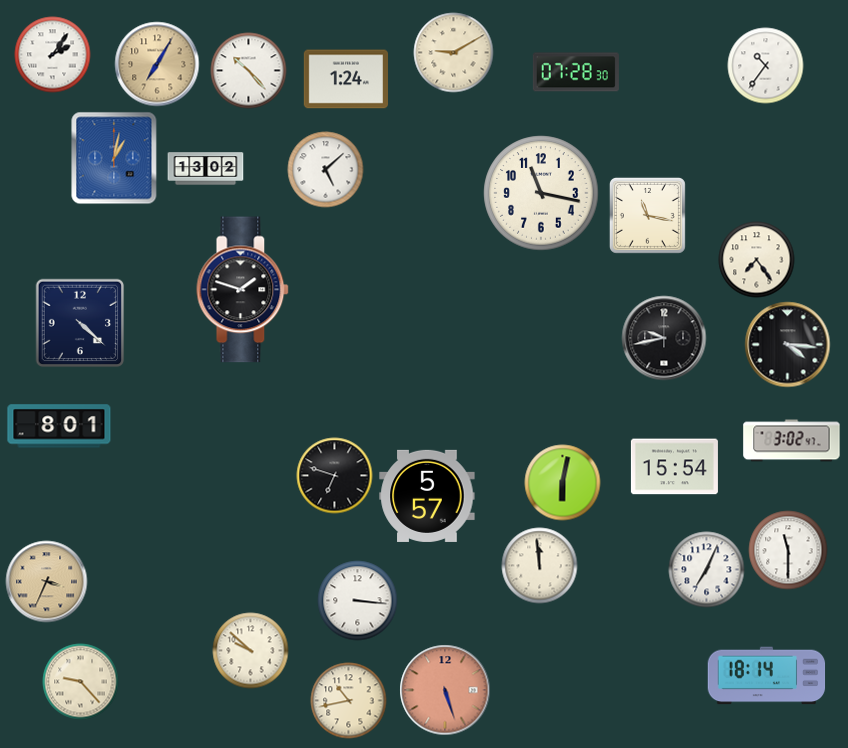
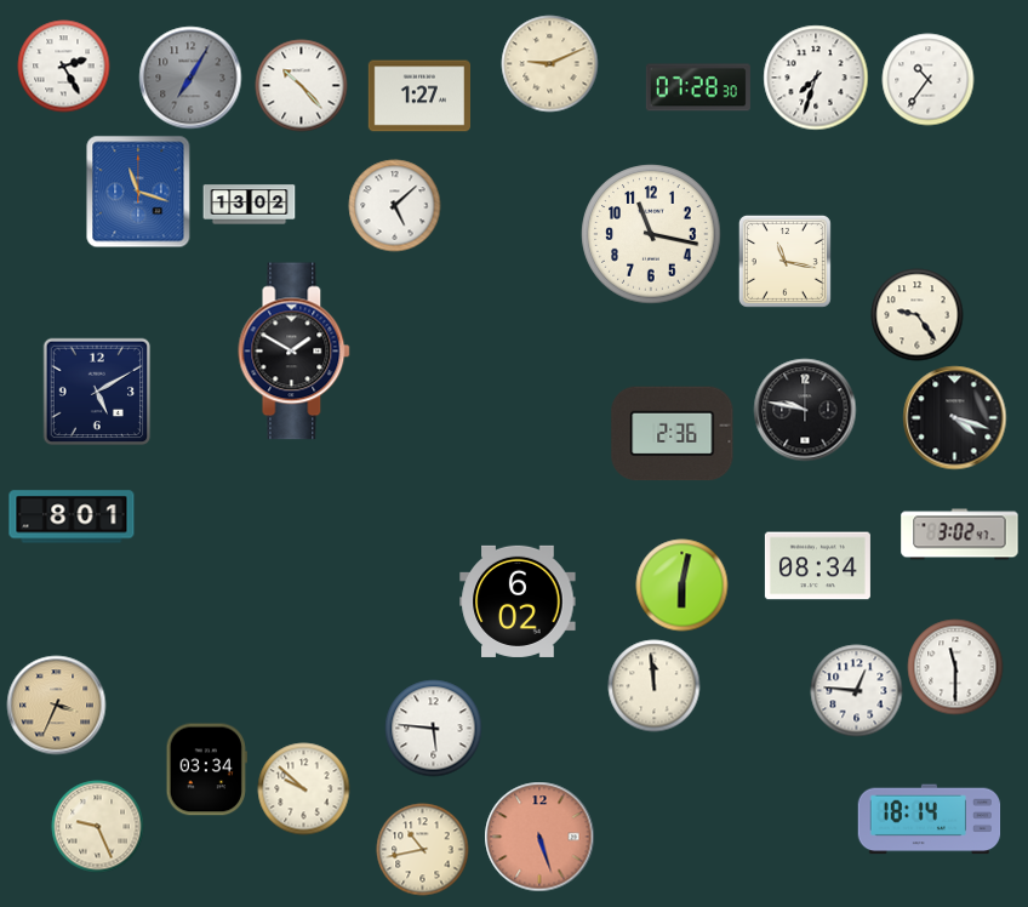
clock at (454, 53): 9:10 -> 9:11
clock at (53, 55): 2:06 -> 2:25
clock at (157, 64) dial: champagne -> grey
clock at (816, 78): none -> 7:33
clock at (345, 79): 1:24 -> 1:27
clock at (114, 158): 1:02 -> 11:18
clock at (541, 193) position: (541, 193) -> (651, 234)
clock at (757, 260): 7:24 -> 9:24
clock at (243, 290): 1:48 -> 1:50
clock at (80, 323): 4:22 -> 5:10
clock at (664, 338): 9:43 -> 9:47
clock at (788, 345): 4:16 -> 4:18
clock at (673, 434): none -> 2:36
clock at (674, 467): 15:54 -> 08:34
clock at (335, 476): 6:48 -> none
clock at (427, 496): 5:57 -> 6:02
clock at (707, 570): 7:04 -> 12:46
clock at (358, 601): 3:16 -> 5:46
clock at (206, 770): none -> 03:34
clock at (81, 682): 9:23 -> 9:26
